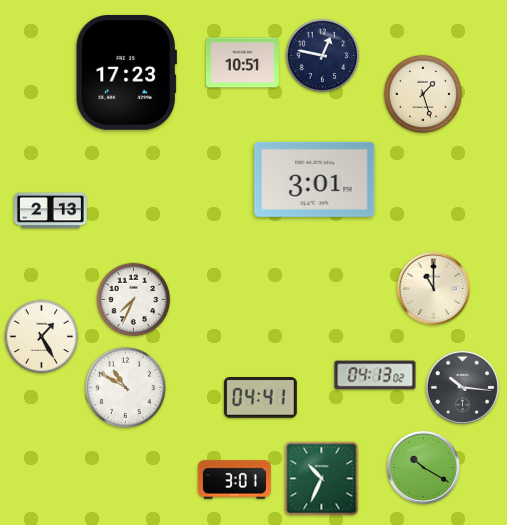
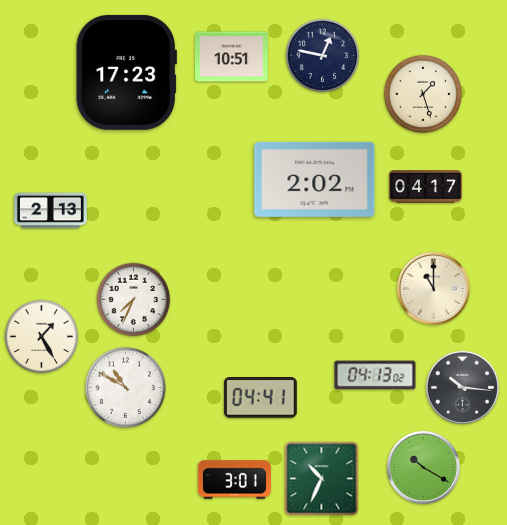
clock at (242, 63) position: (242, 63) -> (231, 57)
clock at (315, 179): 3:01 -> 2:02
clock at (426, 187): none -> 04:17
